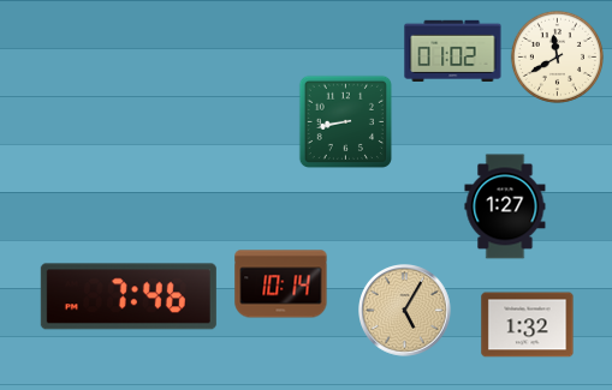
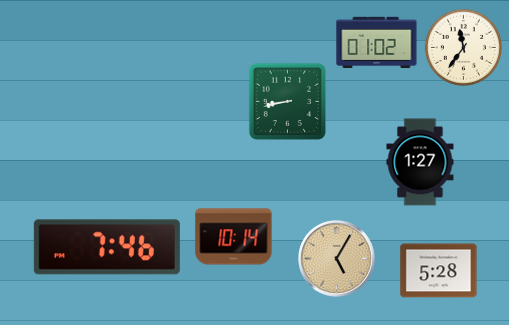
clock at (557, 56): 11:40 -> 11:36
clock at (505, 206) position: (505, 206) -> (420, 162)
clock at (528, 325): 1:32 -> 5:28
